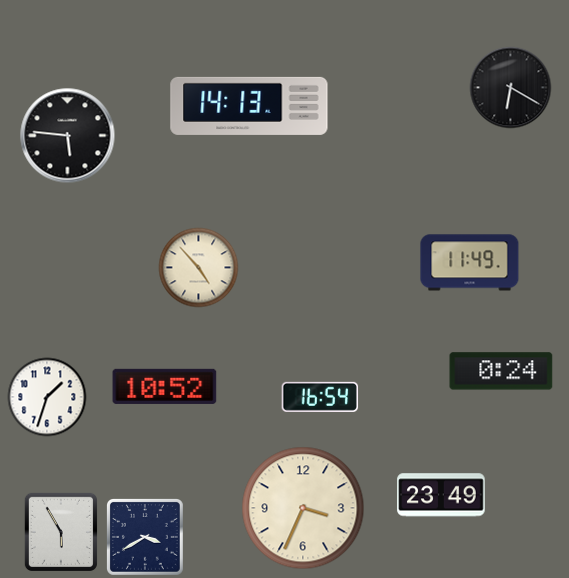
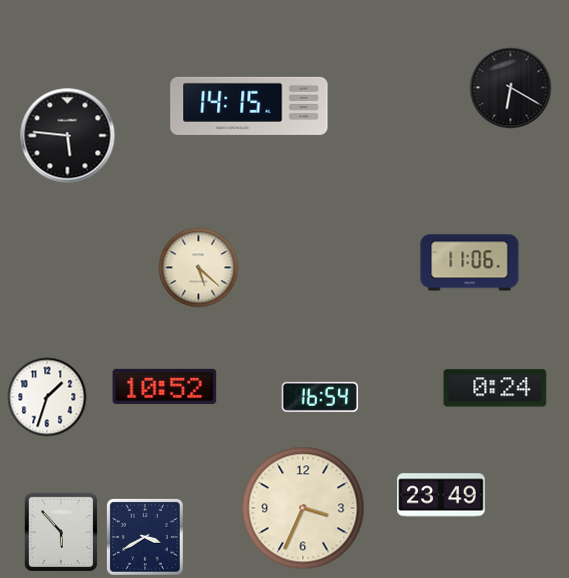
clock at (249, 106): 14:13 -> 14:15
clock at (470, 263): 11:49 -> 11:06
clock at (199, 268): 4:53 -> 5:22
clock at (501, 371) position: (501, 371) -> (495, 388)
clock at (61, 532): 5:55 -> 5:53
